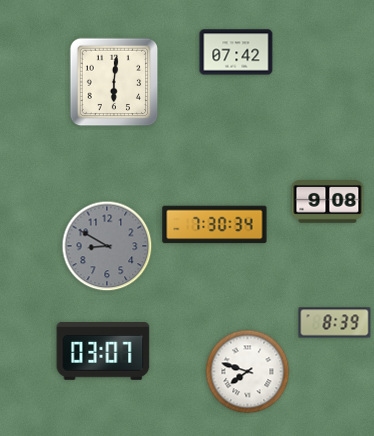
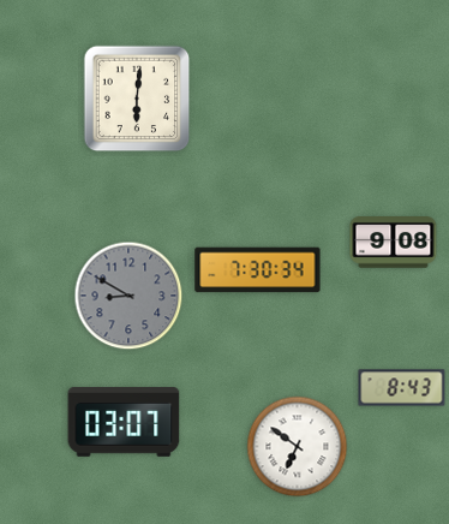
clock at (236, 52): 07:42 -> none
clock at (335, 323): 8:39 -> 8:43
clock at (248, 372): 7:48 -> 6:51
